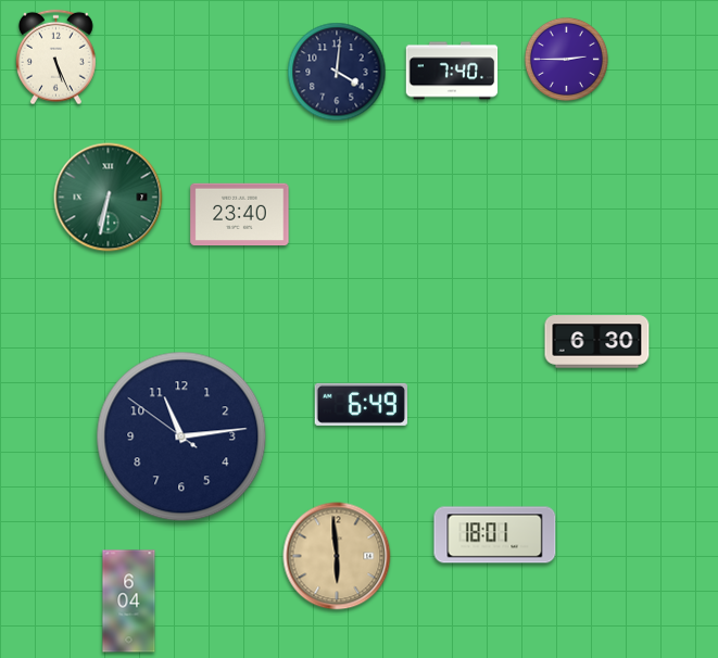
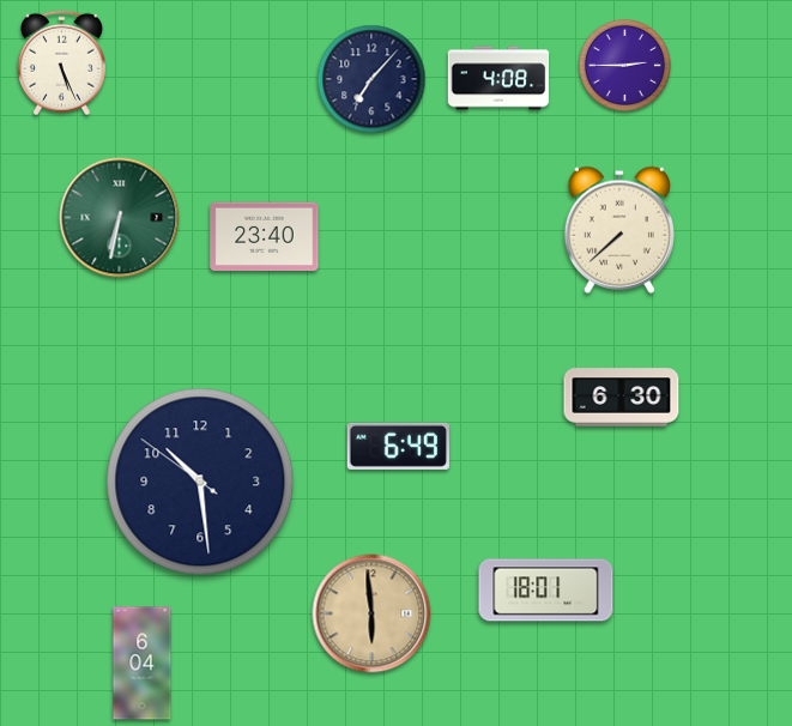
clock at (452, 71): 7:40 -> 4:08
clock at (337, 72): 4:01 -> 7:07
clock at (619, 230): none -> 7:38
clock at (597, 342) position: (597, 342) -> (622, 398)
clock at (181, 436): 11:13 -> 10:28
